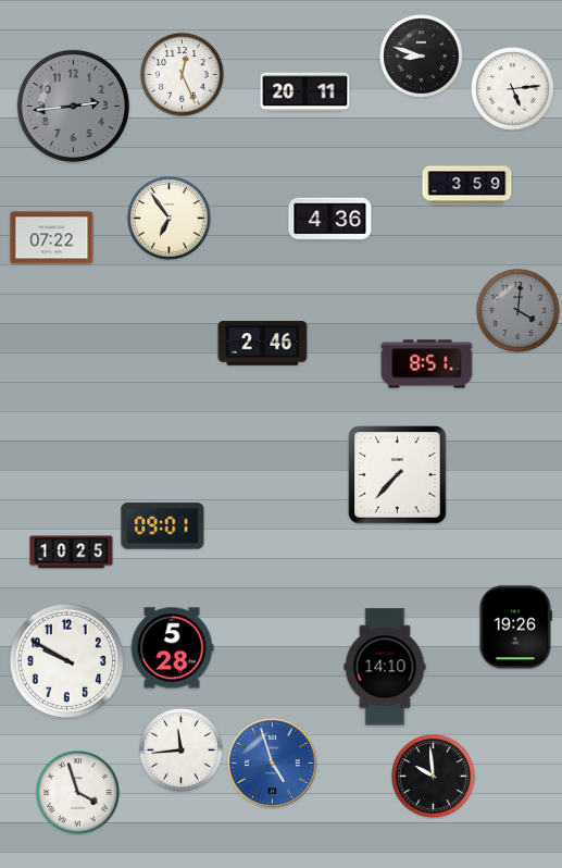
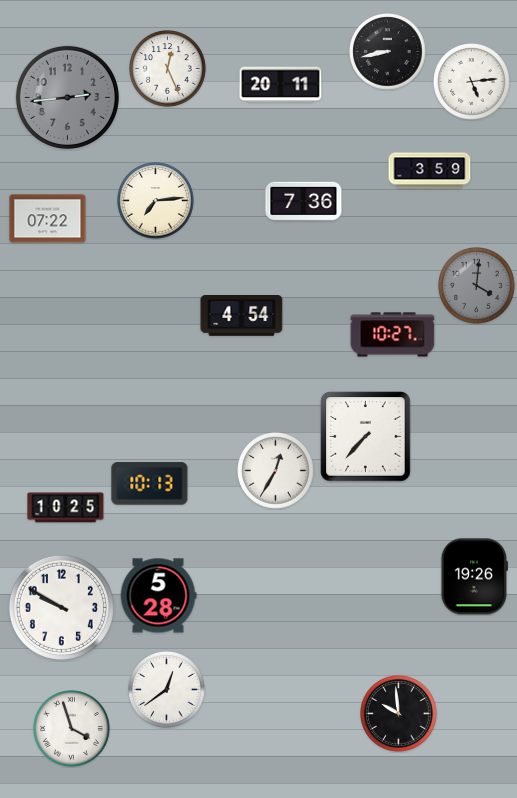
clock at (422, 57): 8:48 -> 8:43
clock at (170, 219): 6:54 -> 7:14
clock at (330, 220): 4:36 -> 7:36
clock at (263, 344): 2:46 -> 4:54
clock at (427, 364): 8:51 -> 10:27
clock at (276, 471): none -> 12:35
clock at (163, 526): 09:01 -> 10:13
clock at (385, 667): 14:10 -> none
clock at (182, 751): 11:44 -> 12:39
clock at (273, 764): 4:57 -> none
